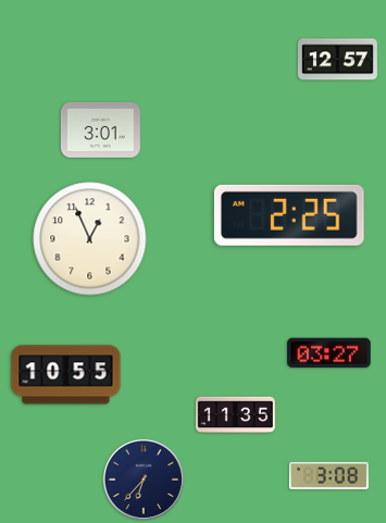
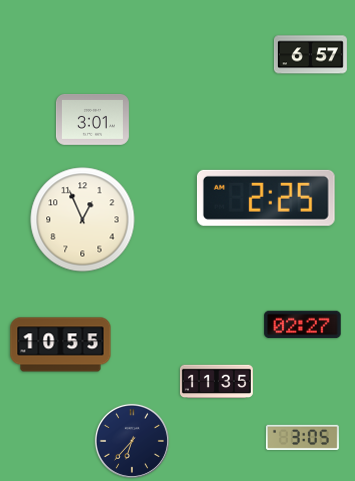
clock at (337, 60): 12:57 -> 6:57
clock at (329, 353): 03:27 -> 02:27
clock at (328, 475): 3:08 -> 3:05
